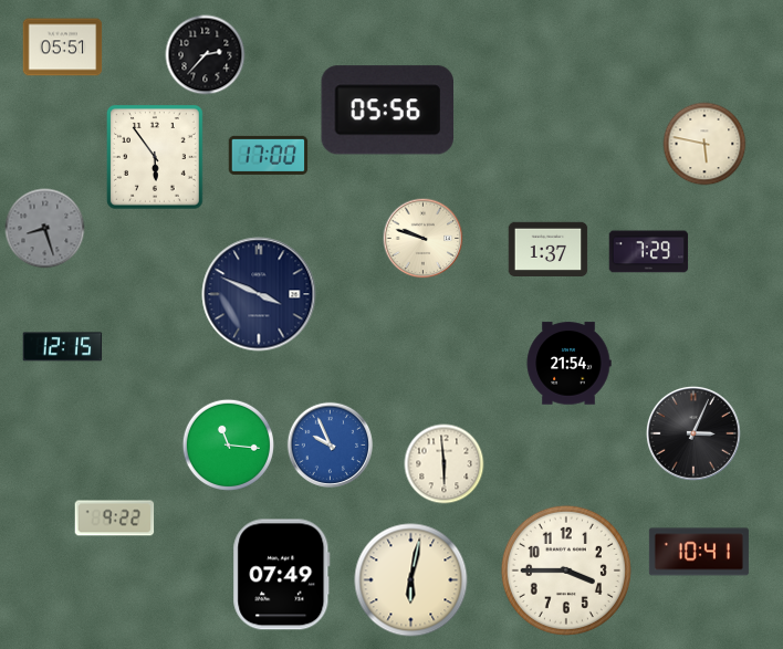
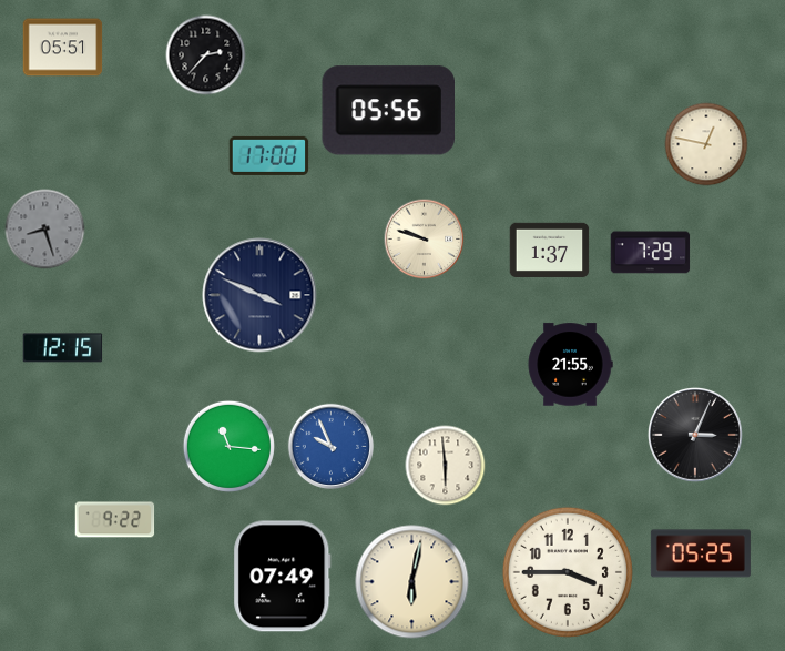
clock at (704, 144): 5:47 -> 12:47
clock at (155, 157): 5:54 -> none
clock at (568, 364): 21:54 -> 21:55
clock at (699, 552): 10:41 -> 05:25
